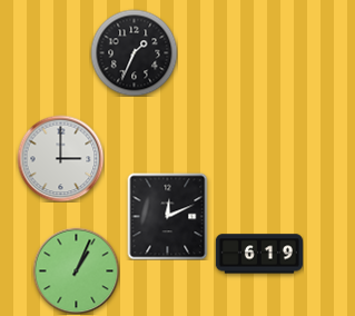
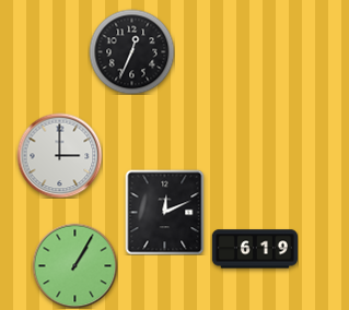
clock at (134, 52): 1:34 -> 12:34
clock at (76, 270): 1:04 -> 1:05
